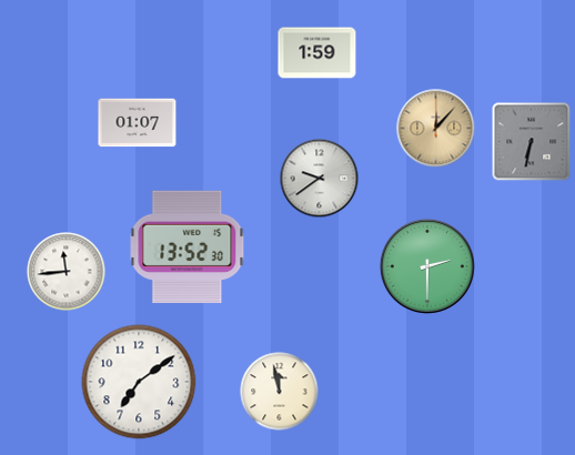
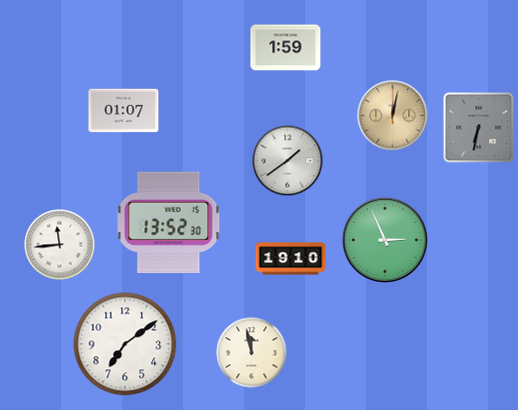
clock at (436, 129): 12:07 -> 12:02
clock at (320, 179): 9:39 -> 1:39
clock at (427, 266): 2:30 -> 2:56
clock at (291, 259): none -> 19:10
